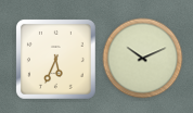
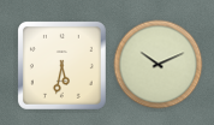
clock at (55, 59): 5:34 -> 5:32
